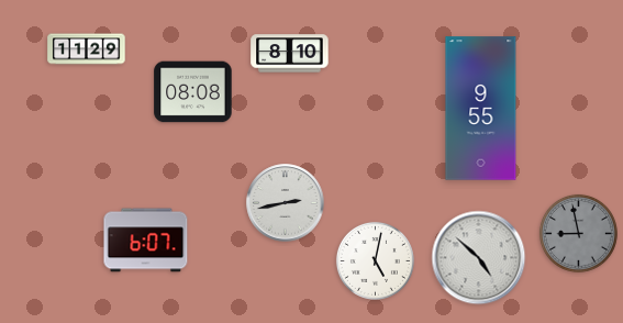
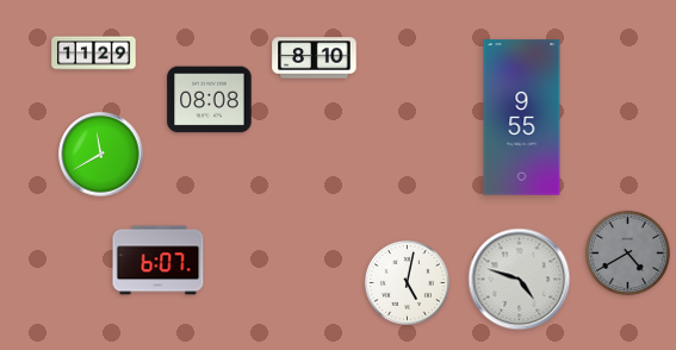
clock at (101, 155): none -> 11:40
clock at (286, 203): 2:43 -> none
clock at (578, 233): 8:58 -> 4:40
clock at (479, 258): 4:52 -> 4:48
